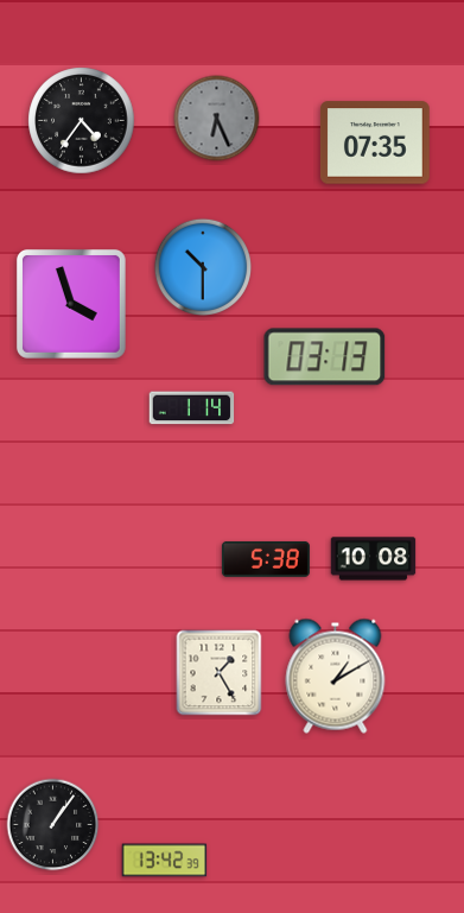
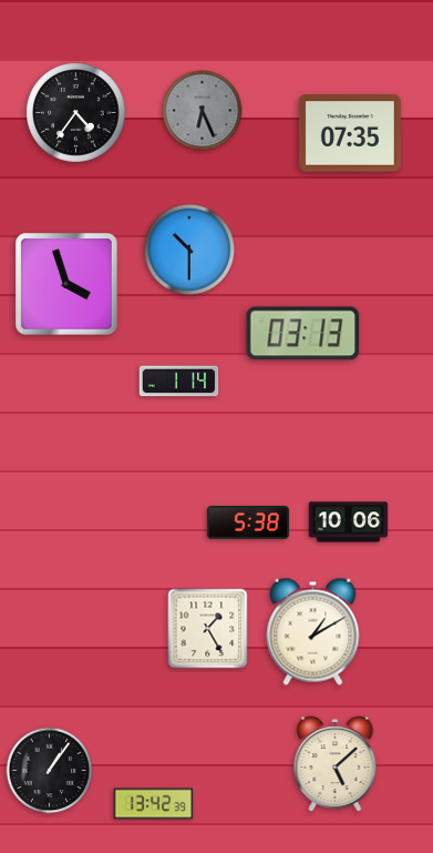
clock at (374, 559): 10:08 -> 10:06
clock at (220, 673) position: (220, 673) -> (208, 629)
clock at (336, 764): none -> 5:08
